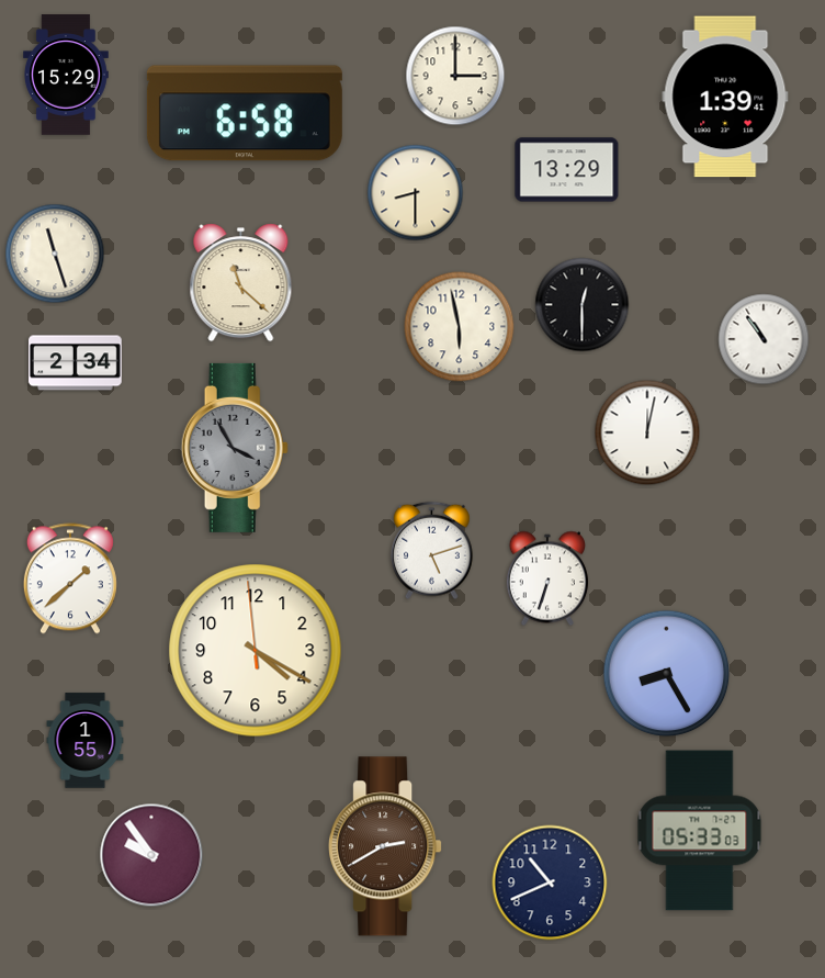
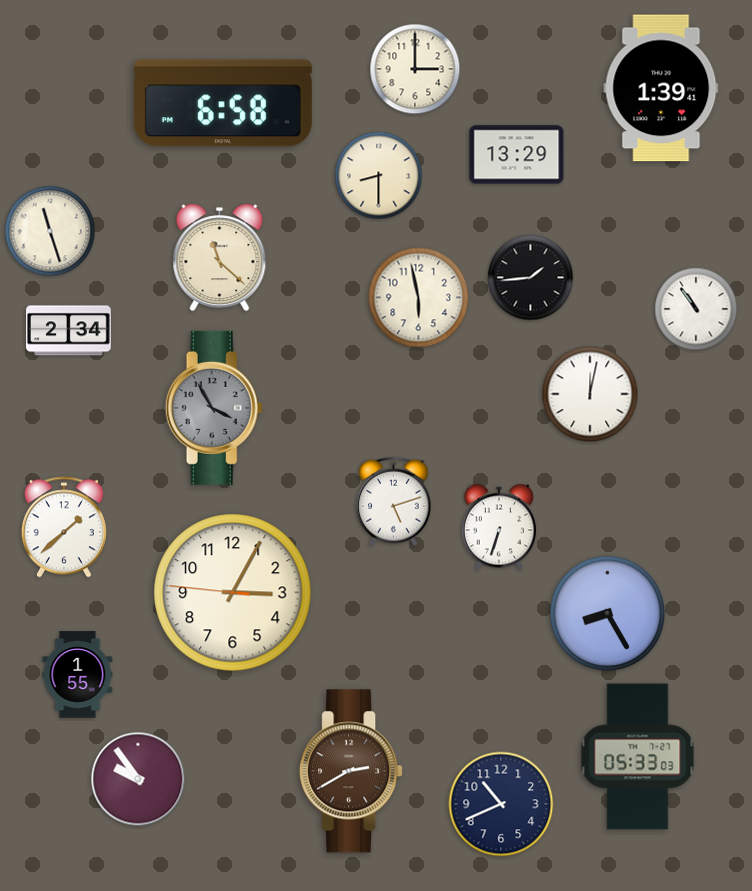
clock at (67, 75): 15:29 -> none
clock at (583, 305): 12:30 -> 1:44
clock at (256, 651): 4:19 -> 3:04
